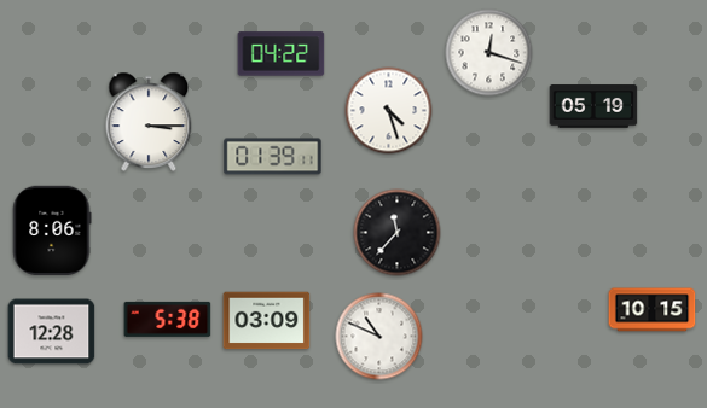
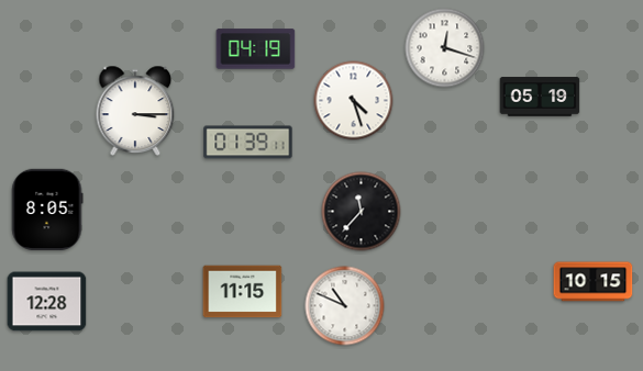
clock at (282, 54): 04:22 -> 04:19
clock at (52, 229): 8:06 -> 8:05
clock at (168, 319): 5:38 -> none
clock at (267, 321): 03:09 -> 11:15
